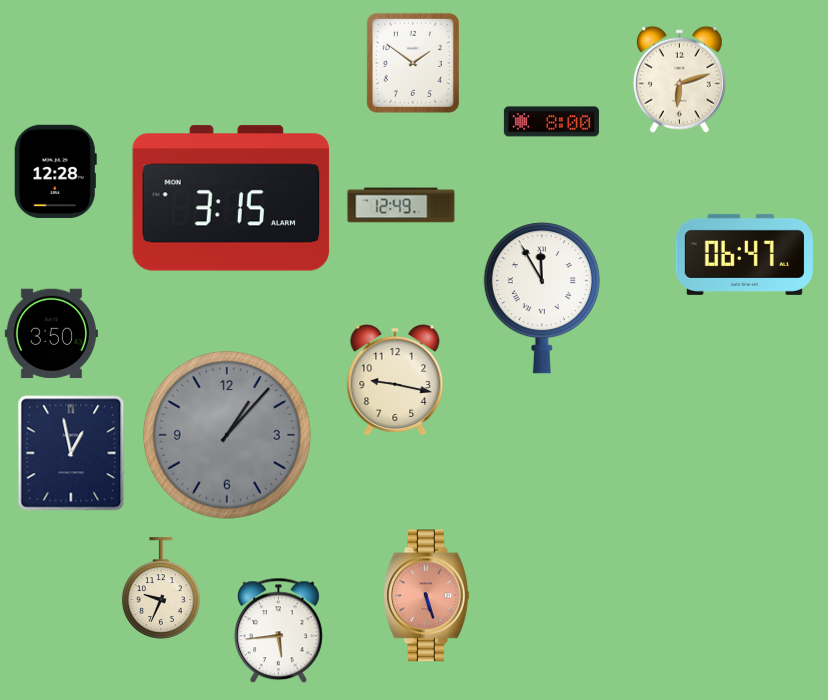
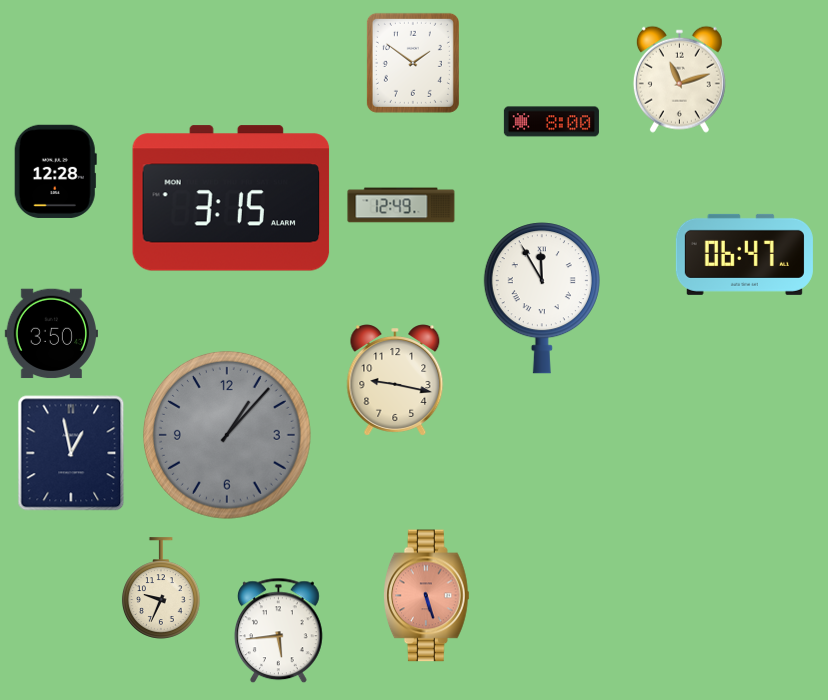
clock at (679, 79): 6:12 -> 11:12
